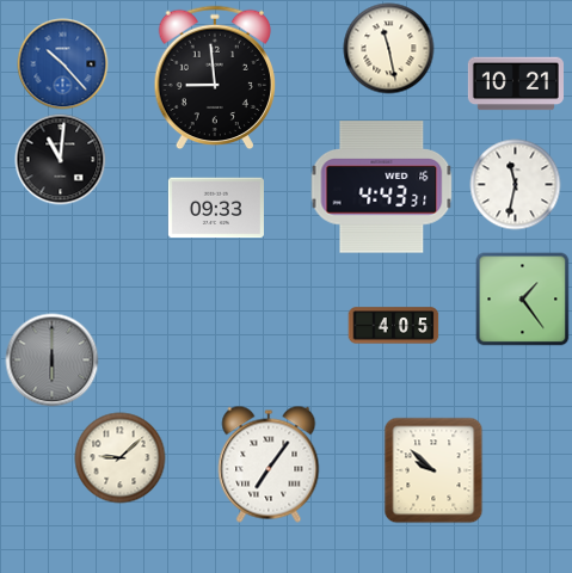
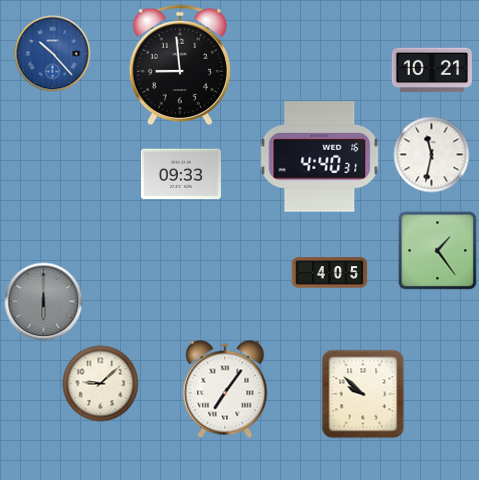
clock at (389, 49): 11:28 -> none
clock at (61, 160): 11:01 -> none
clock at (382, 187): 4:43 -> 4:40
